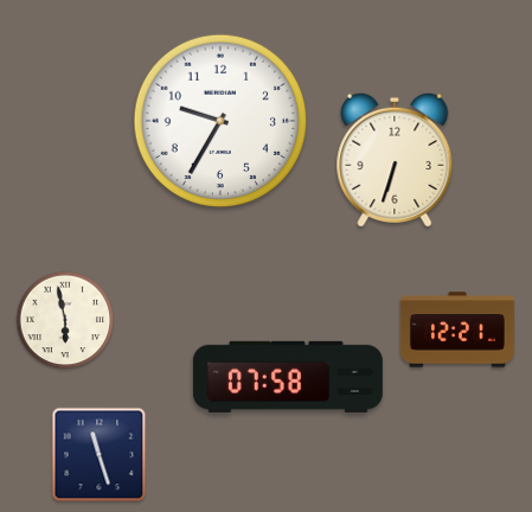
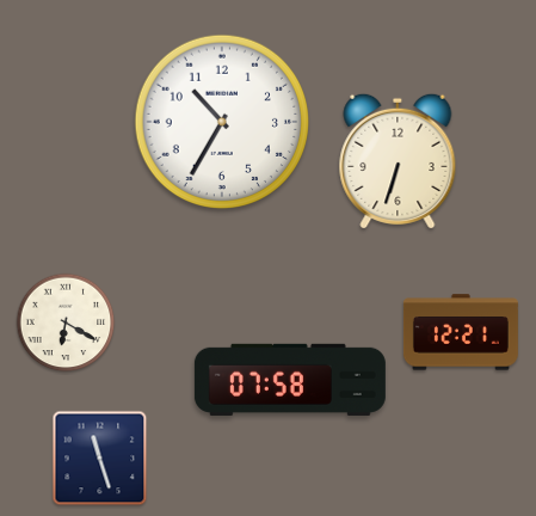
clock at (220, 121): 9:35 -> 10:35
clock at (65, 320): 5:58 -> 6:20
